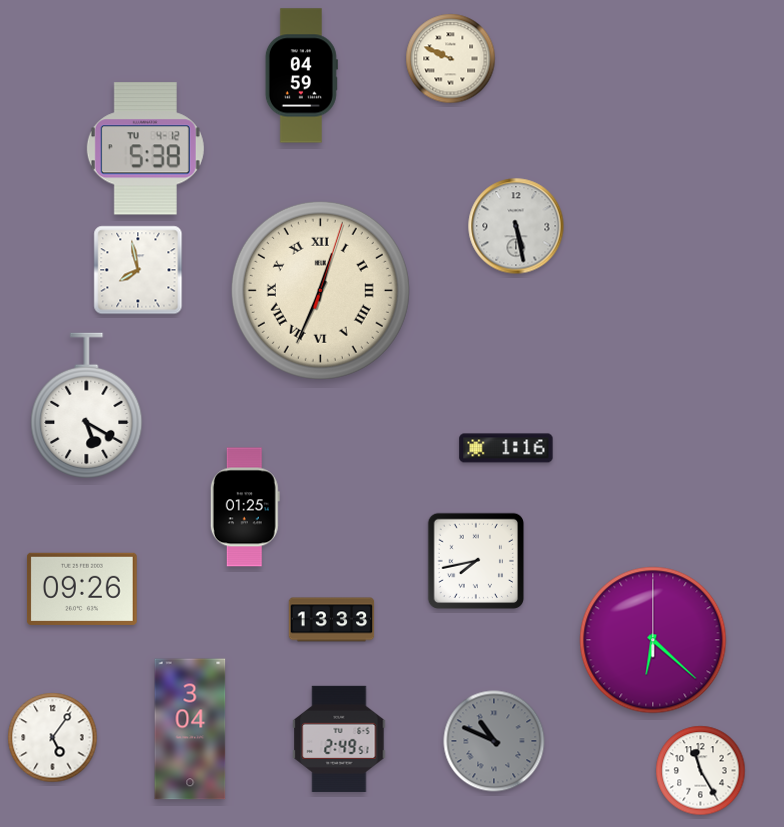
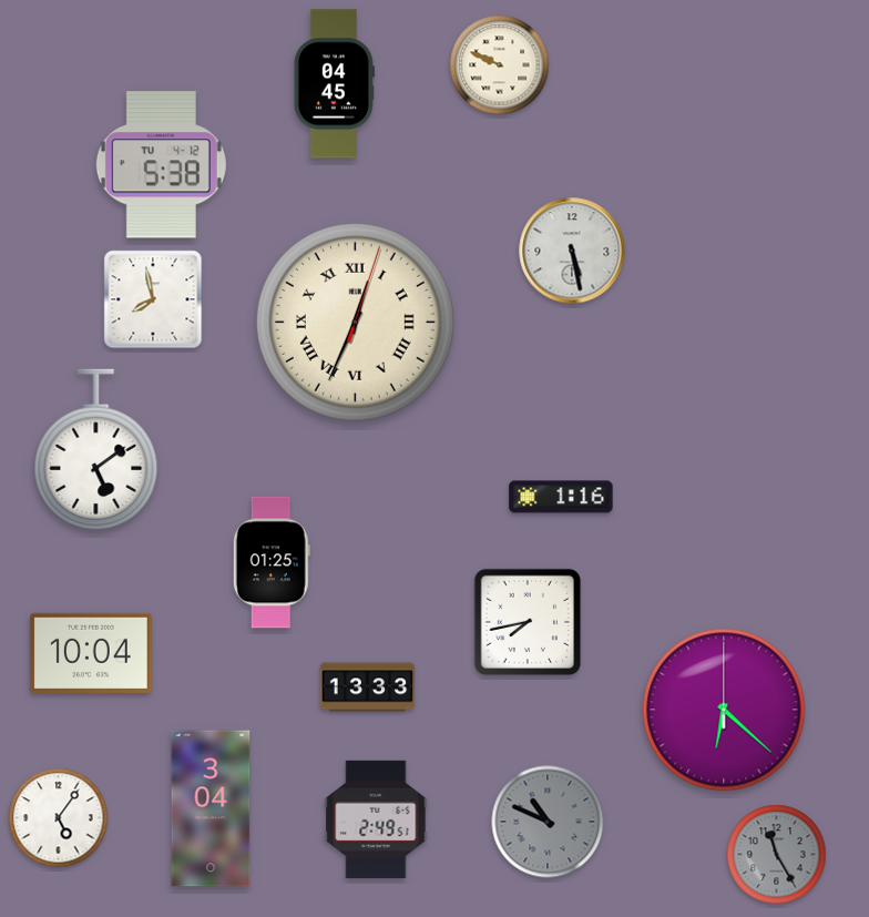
clock at (301, 76): 04:59 -> 04:45
clock at (87, 405): 5:20 -> 5:09
clock at (82, 589): 09:26 -> 10:04
clock at (701, 771) dial: white -> grey
